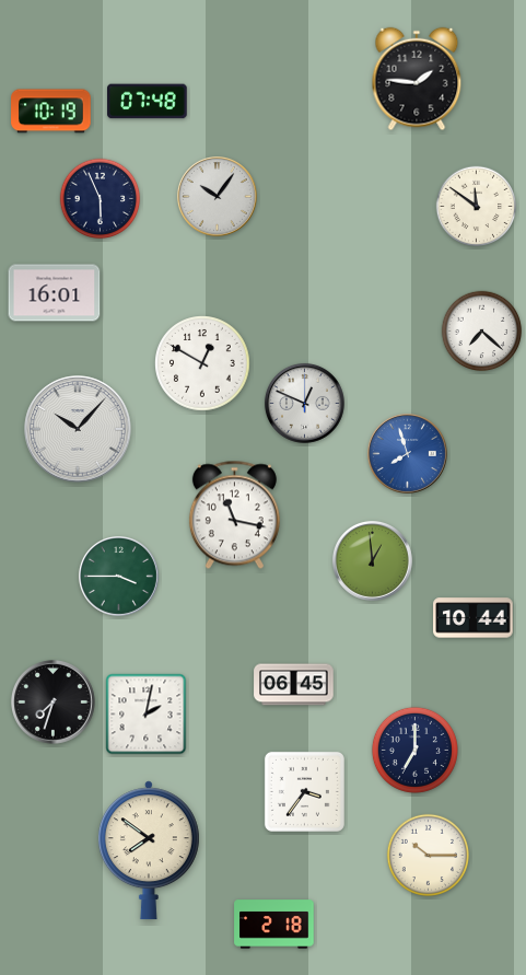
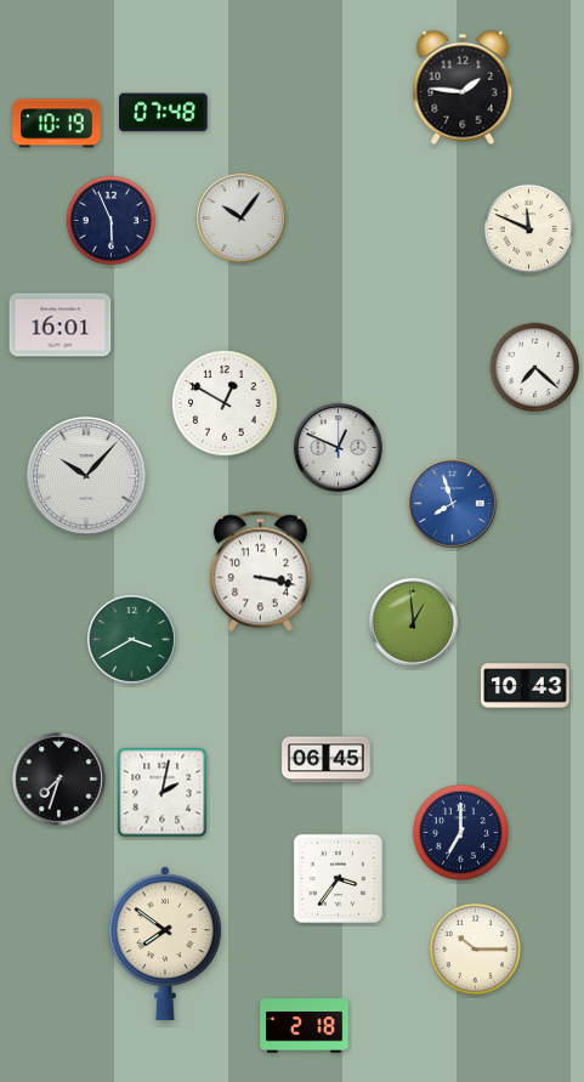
clock at (477, 207): 11:51 -> 11:49
clock at (234, 515): 11:17 -> 3:17
clock at (118, 576): 3:45 -> 3:40
clock at (474, 618): 10:44 -> 10:43
